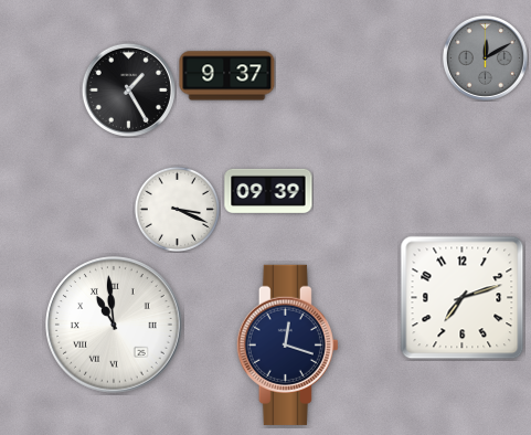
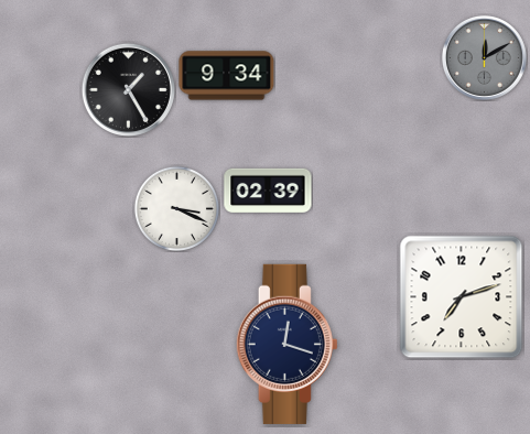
clock at (227, 76): 9:37 -> 9:34
clock at (268, 191): 09:39 -> 02:39
clock at (114, 325): 10:59 -> none
